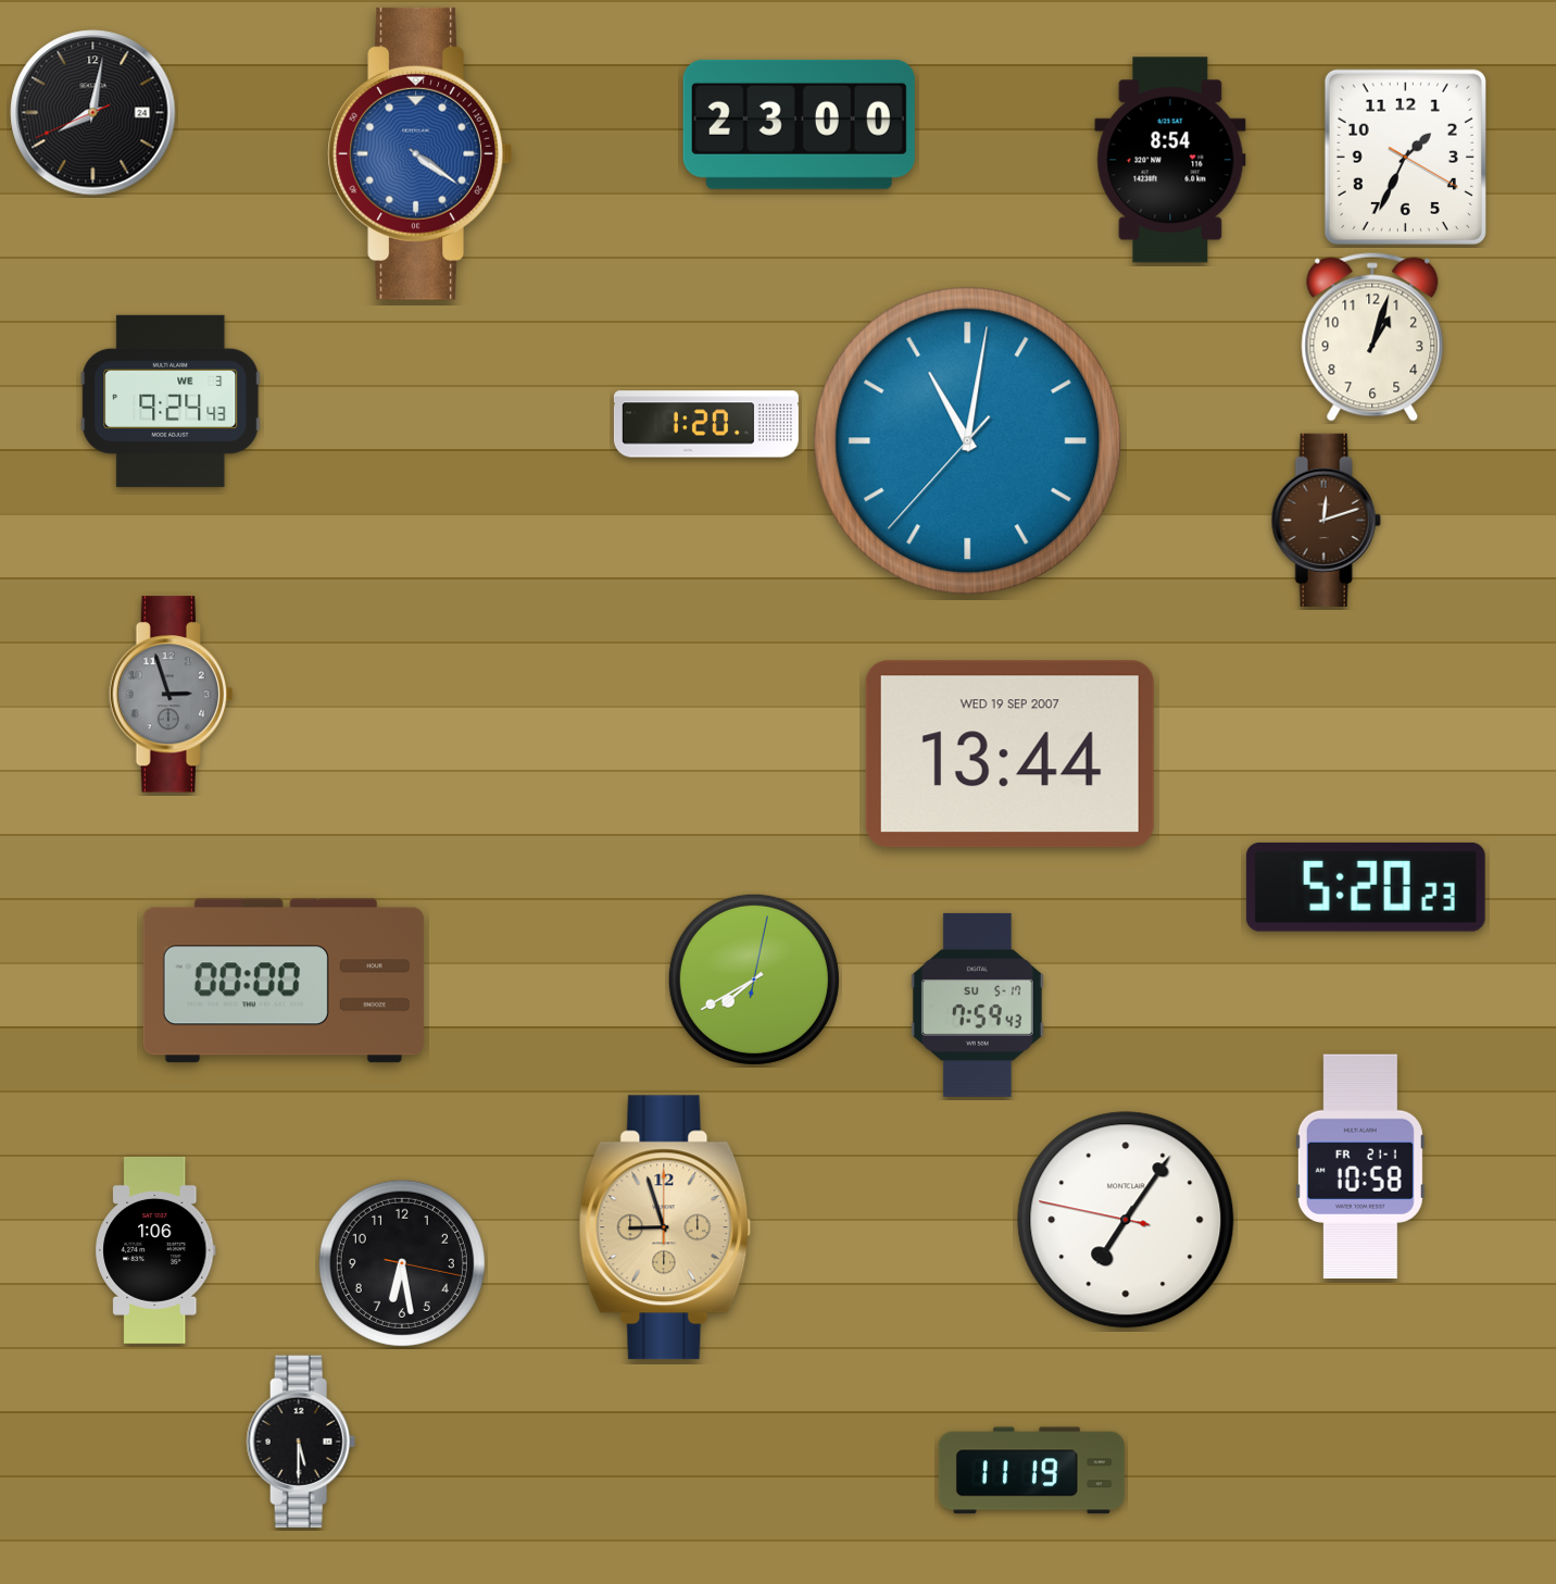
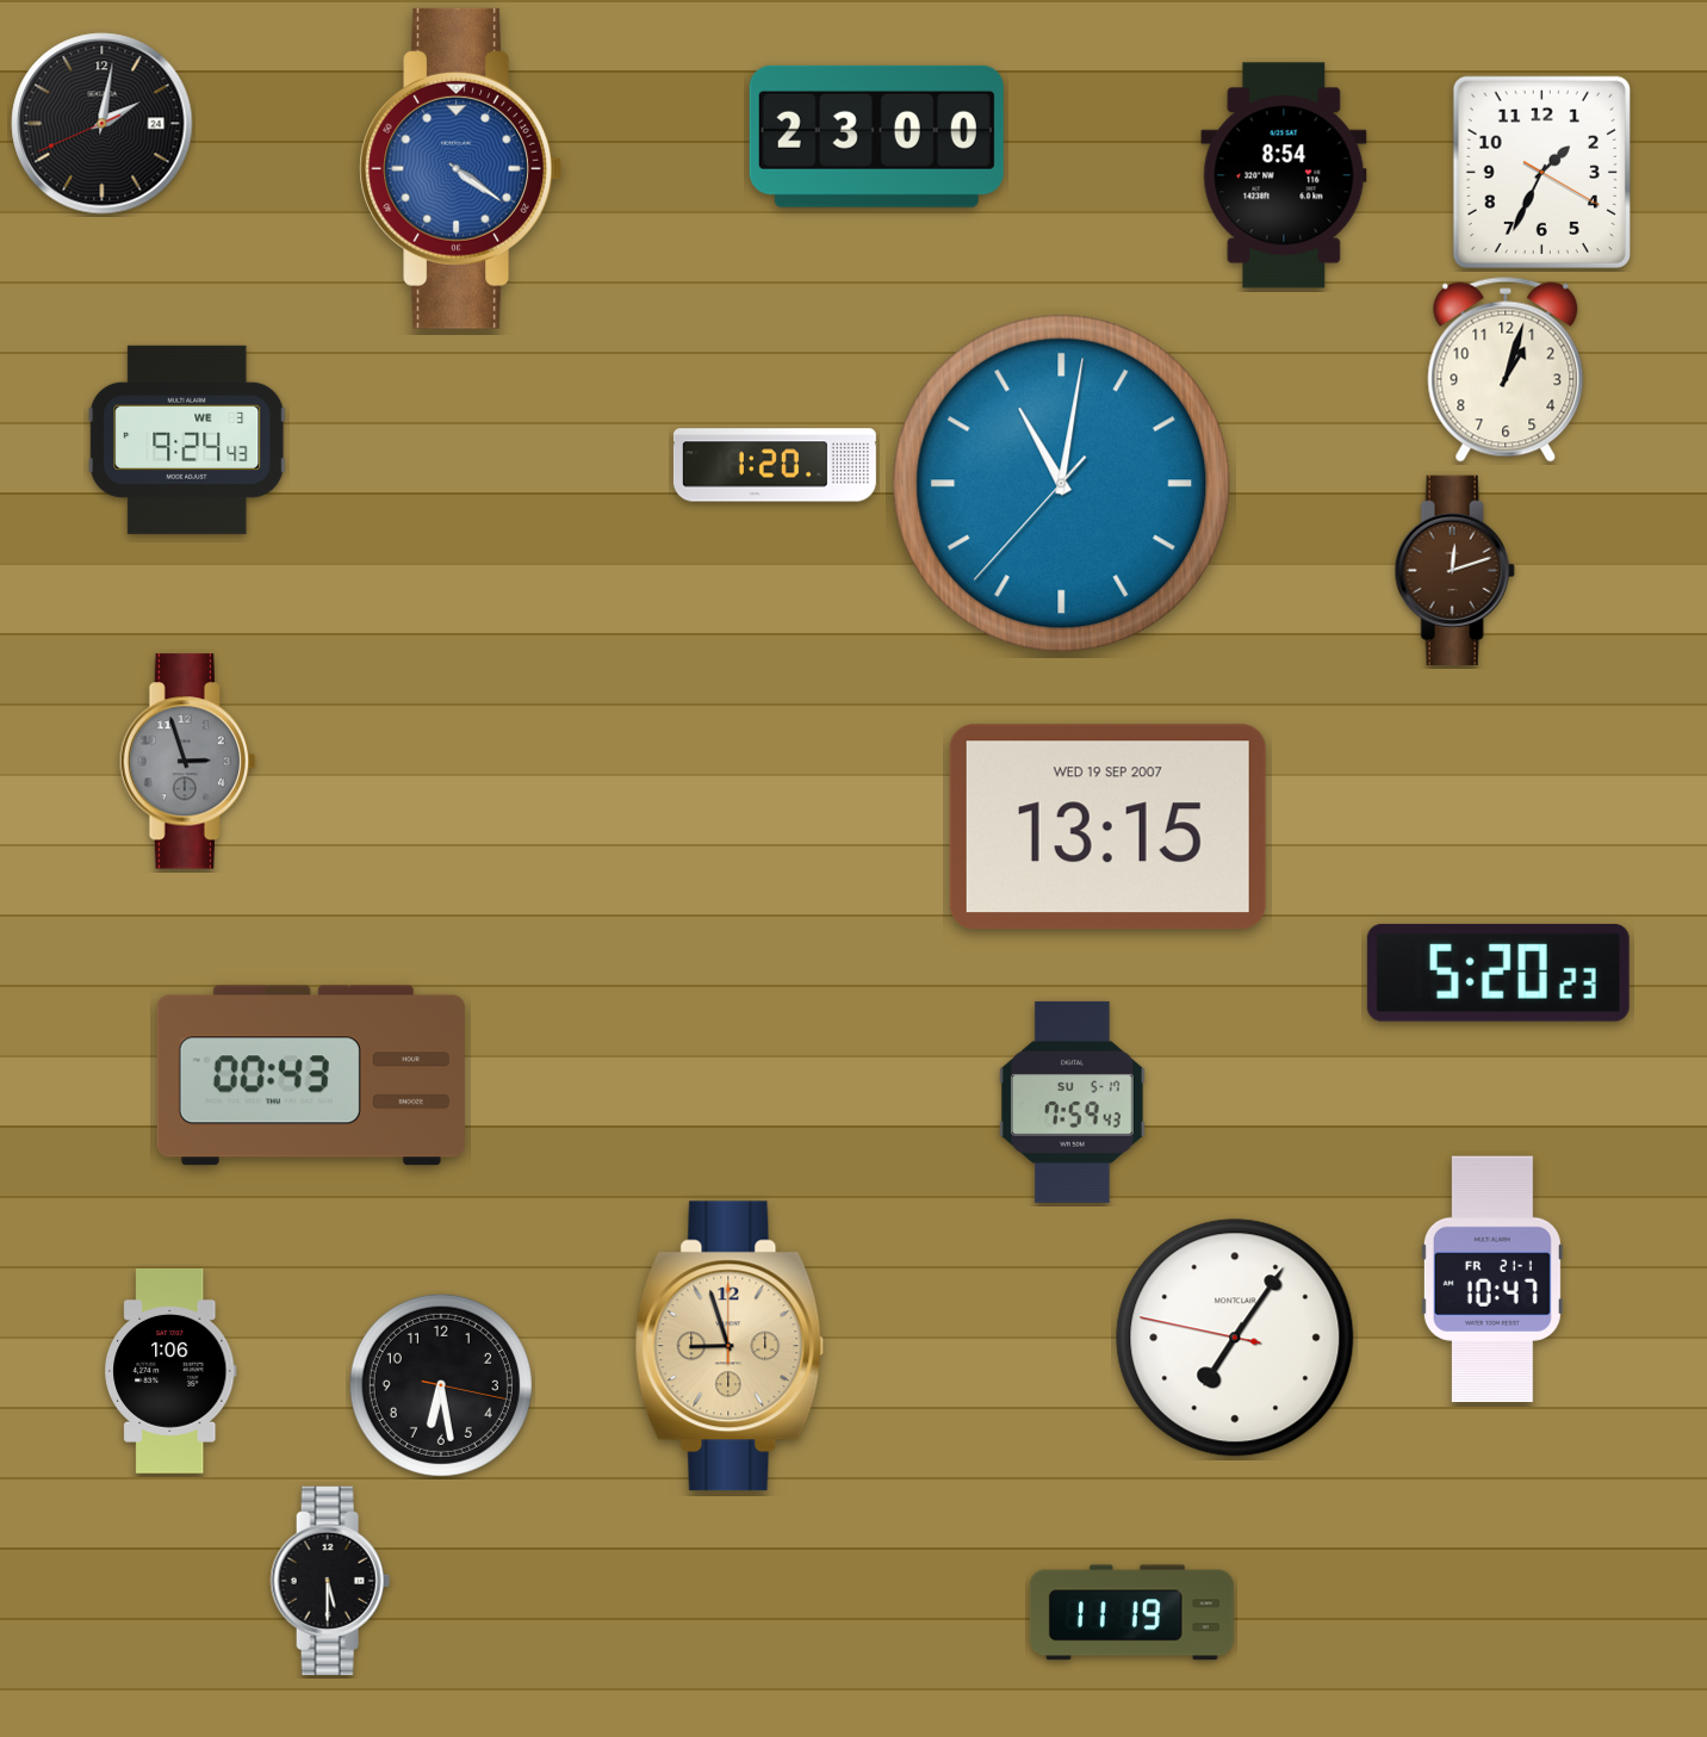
clock at (93, 113): 8:01 -> 2:01
clock at (1009, 754): 13:44 -> 13:15
clock at (754, 980): 7:40 -> none
clock at (284, 981): 00:00 -> 00:43
clock at (1360, 1165): 10:58 -> 10:47
